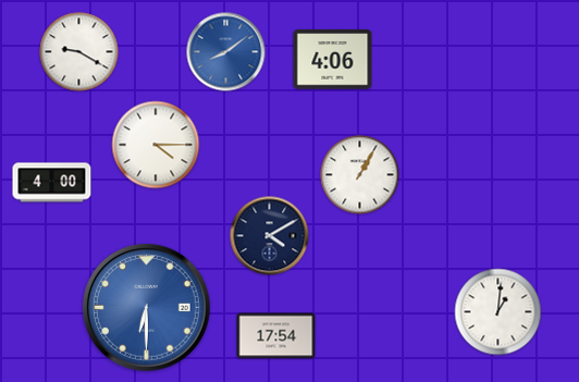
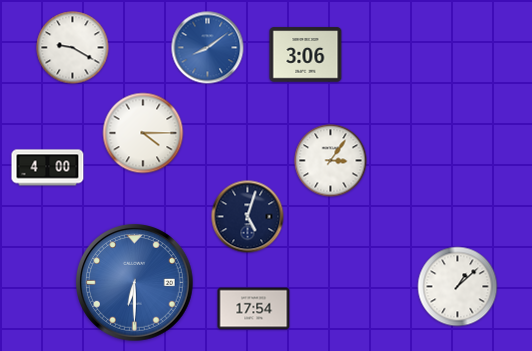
clock at (333, 60): 4:06 -> 3:06
clock at (360, 175): 1:05 -> 3:06
clock at (270, 236): 4:10 -> 5:03
clock at (498, 312): 1:01 -> 1:08
